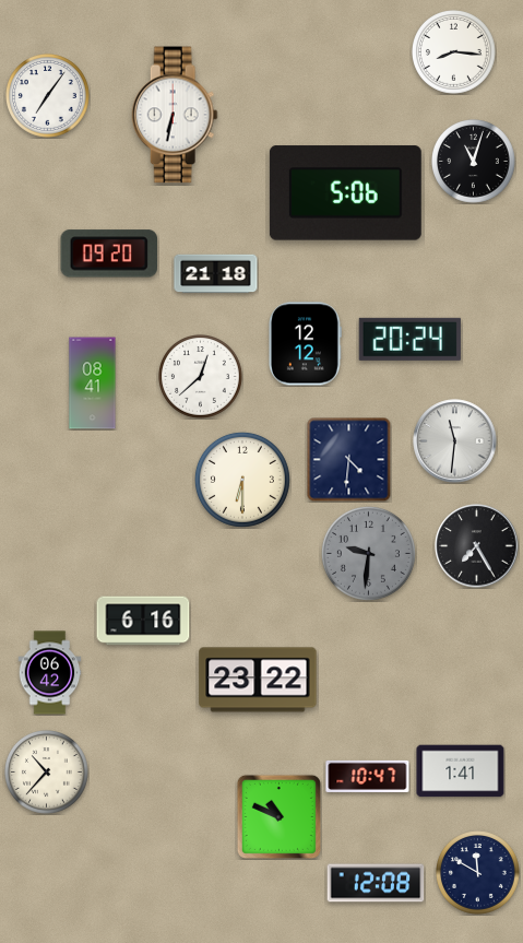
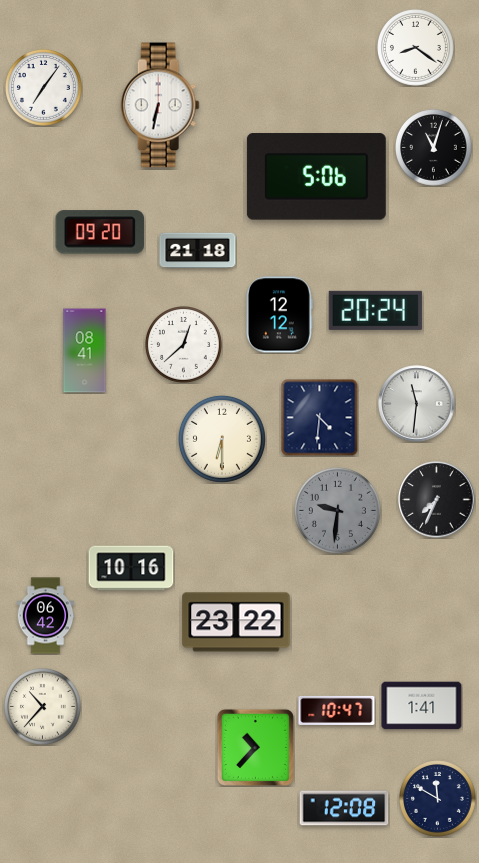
clock at (454, 52): 8:16 -> 8:21
clock at (348, 459) position: (348, 459) -> (319, 417)
clock at (477, 546): 7:25 -> 7:34
clock at (368, 553) position: (368, 553) -> (337, 510)
clock at (143, 621): 6:16 -> 10:16
clock at (278, 816): 10:49 -> 10:37
